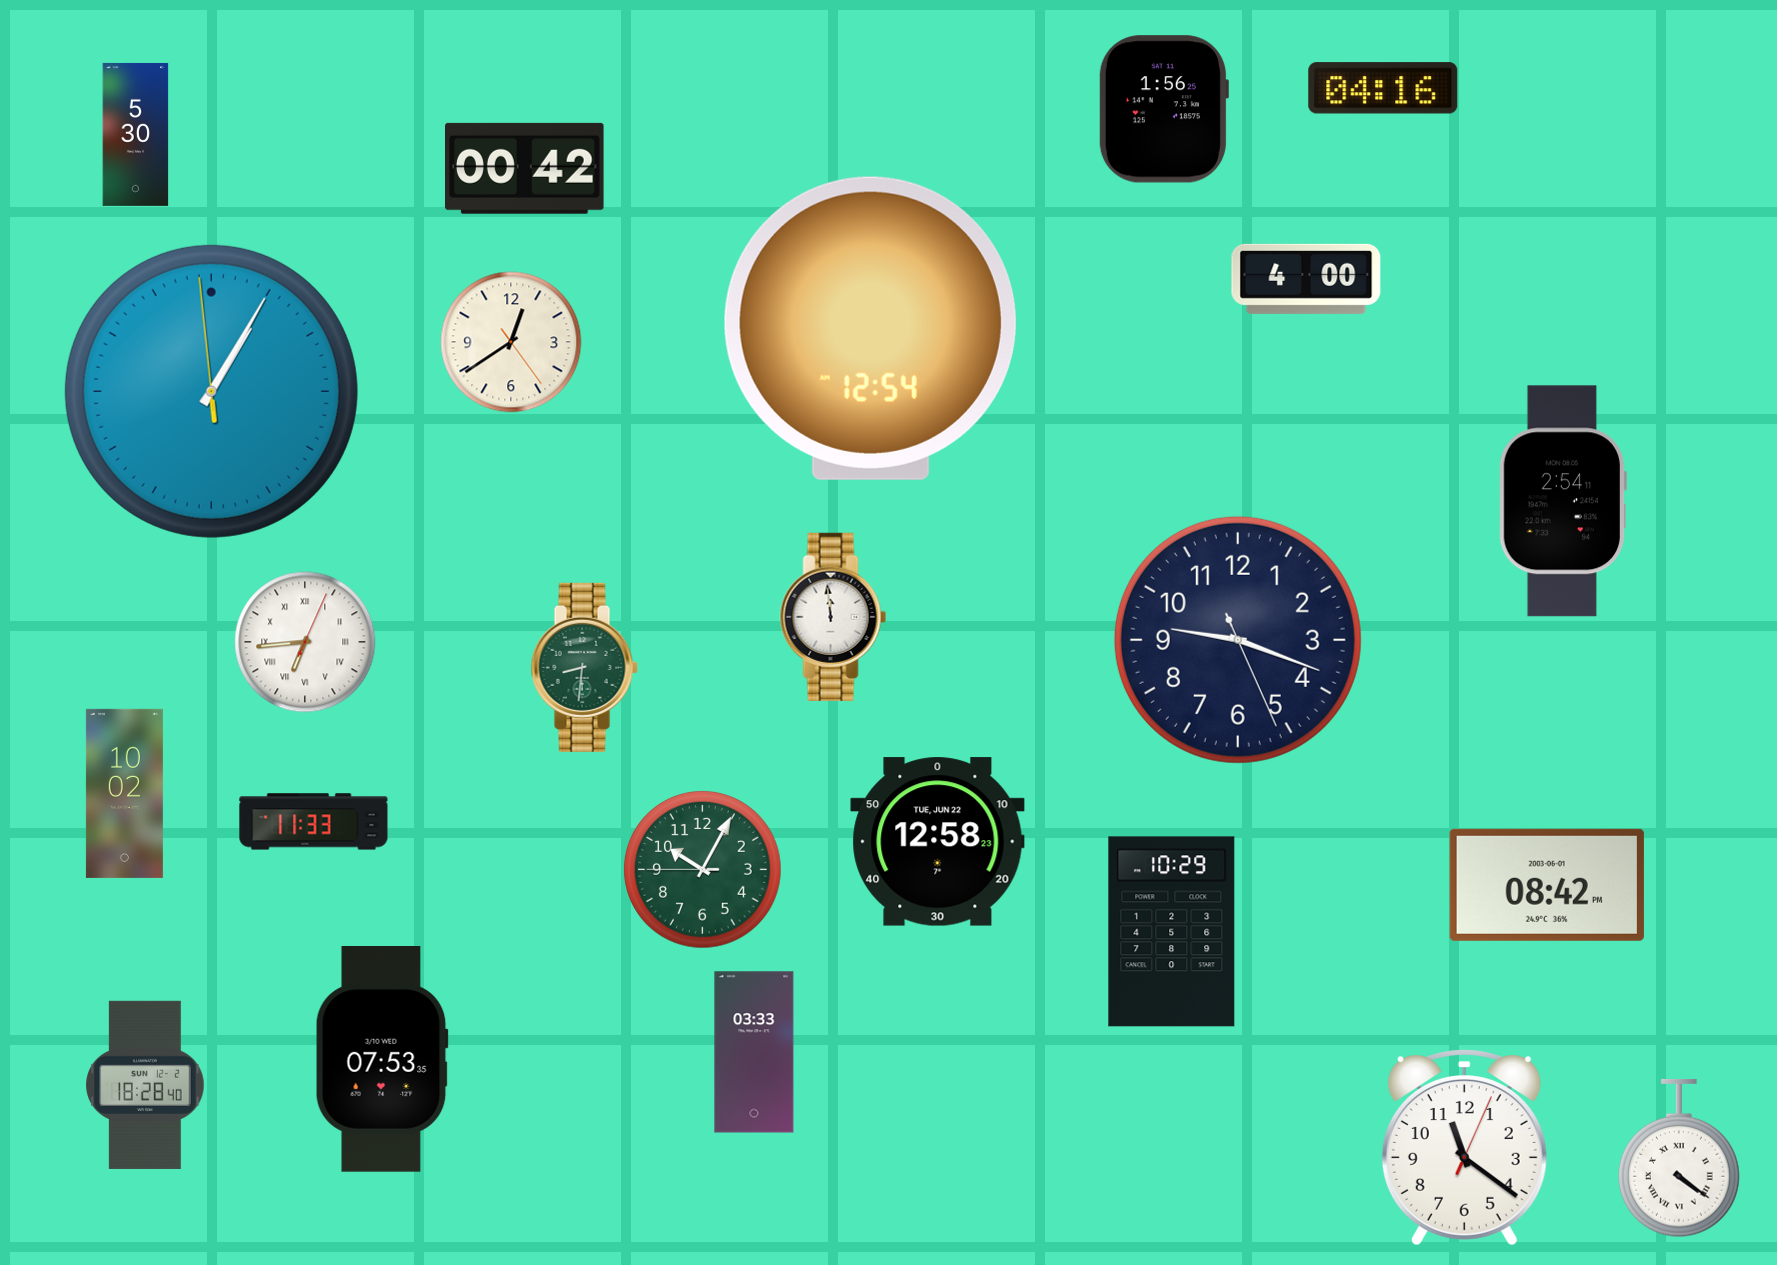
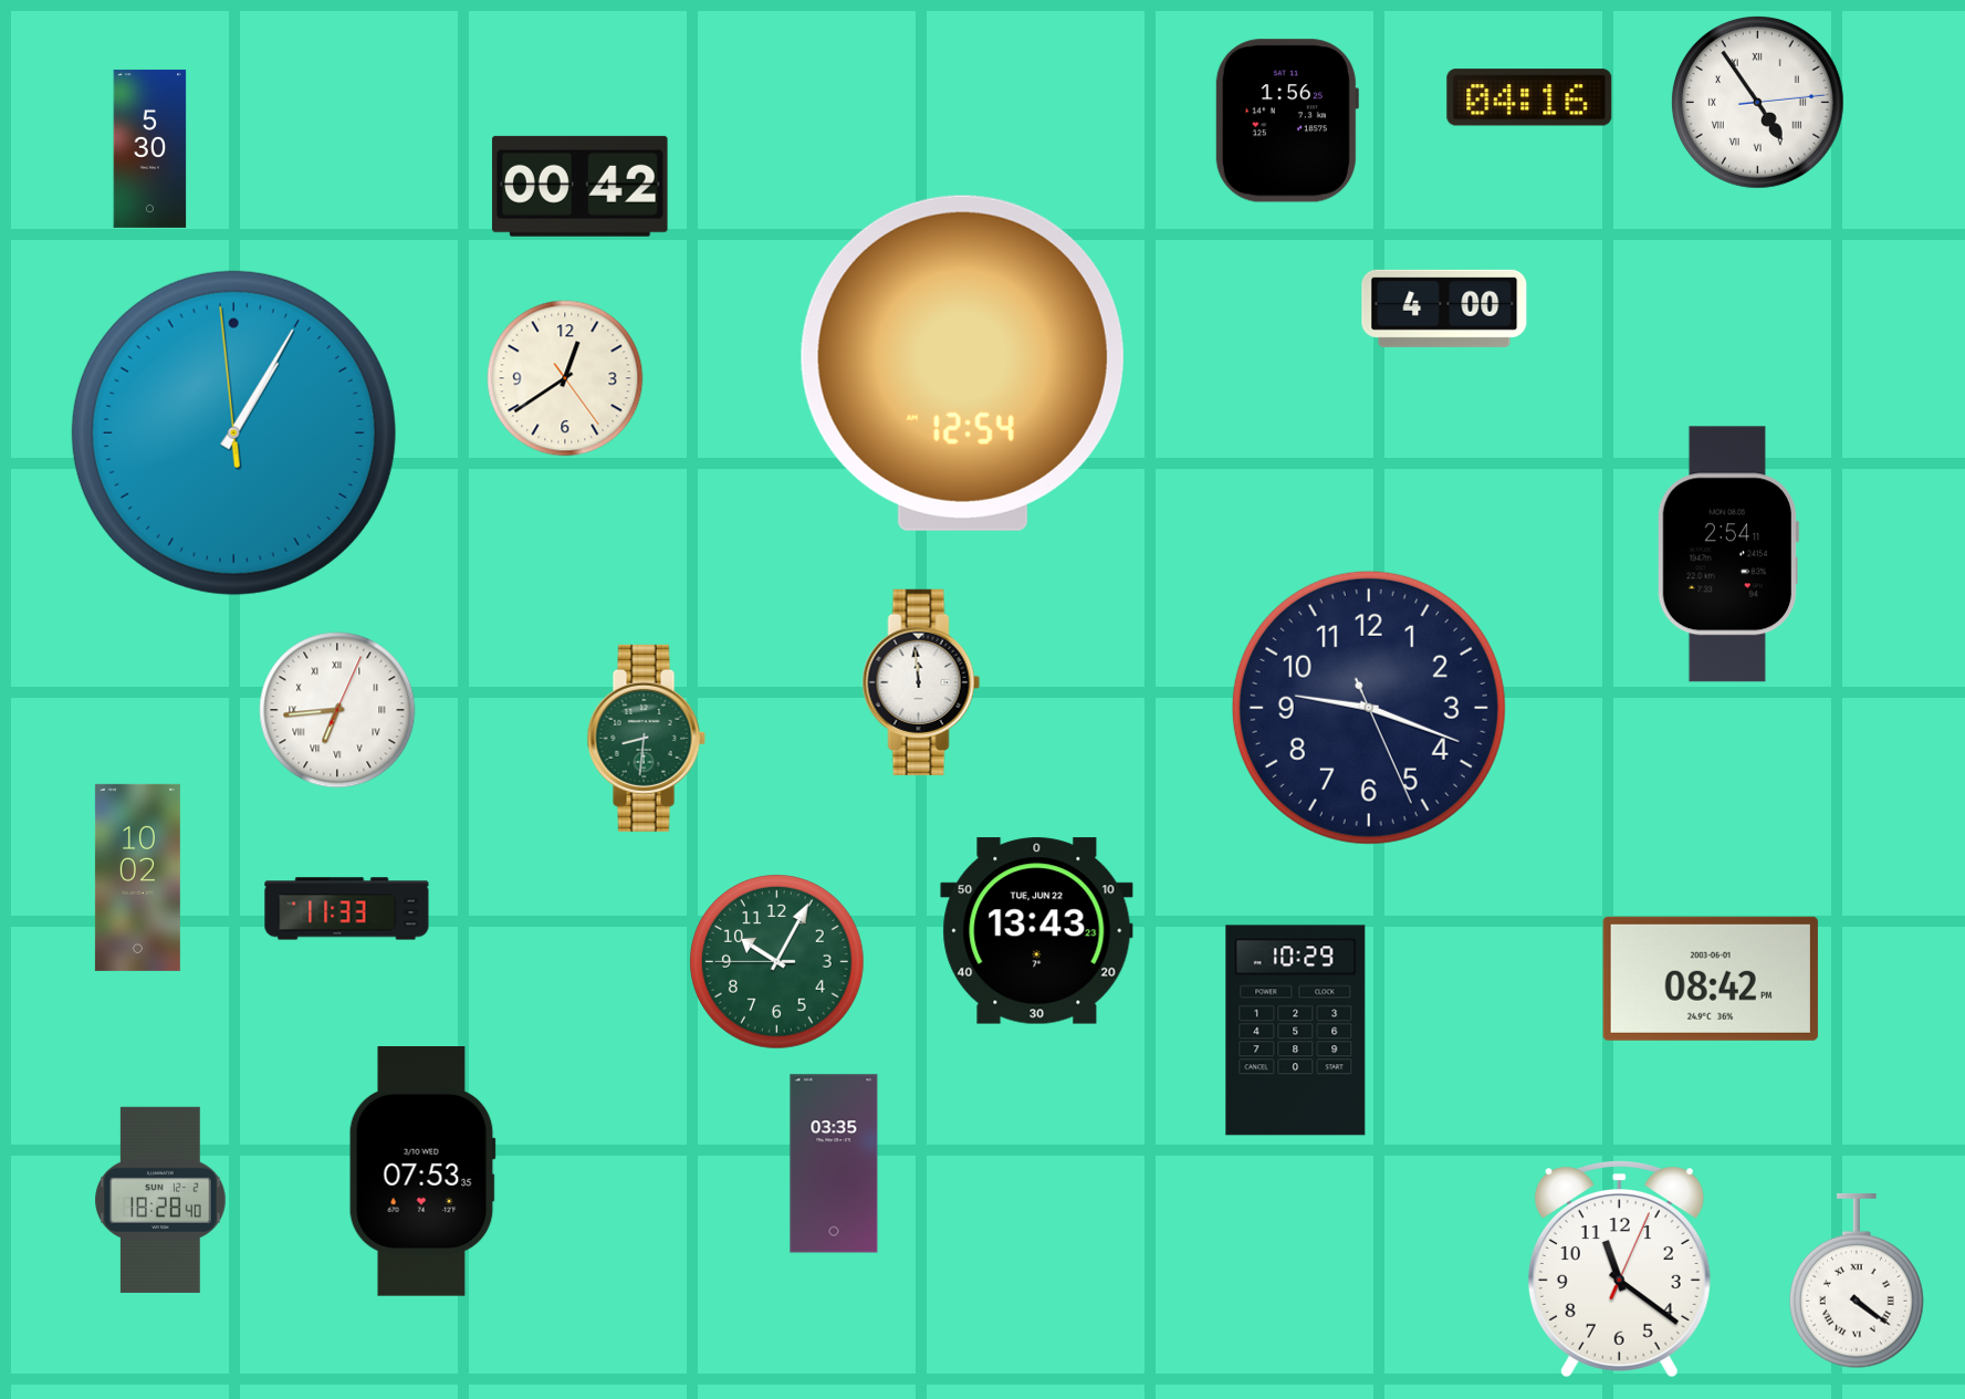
clock at (1757, 102): none -> 4:54
clock at (938, 842): 12:58 -> 13:43
clock at (754, 1052): 03:33 -> 03:35
